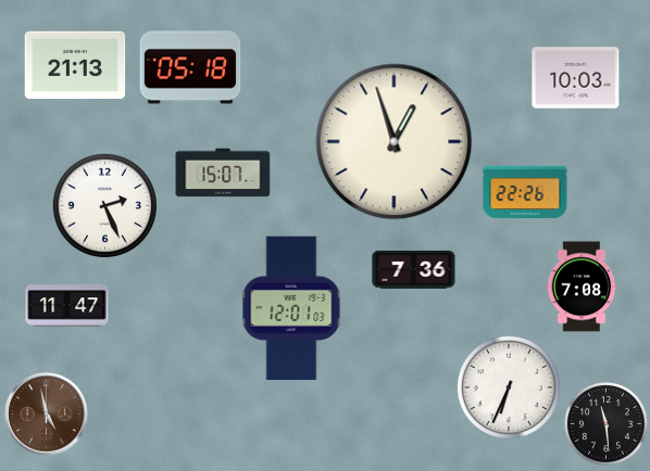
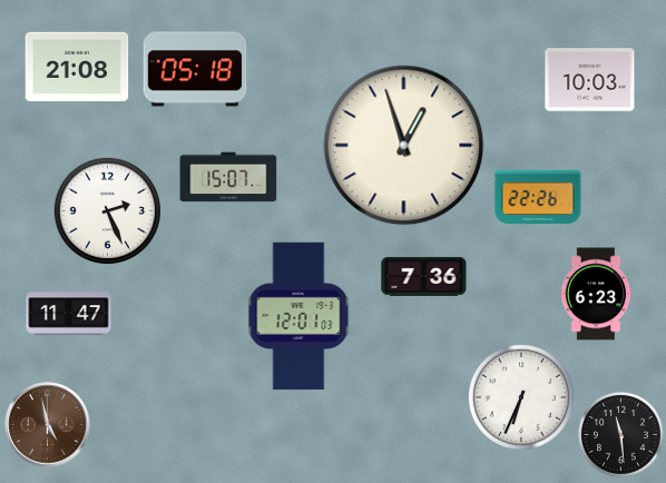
clock at (75, 65): 21:13 -> 21:08
clock at (582, 287): 7:08 -> 6:23
